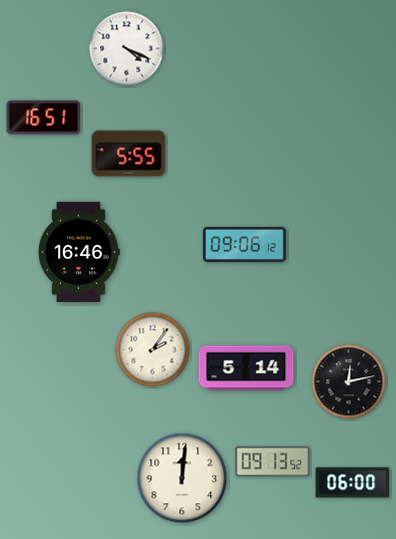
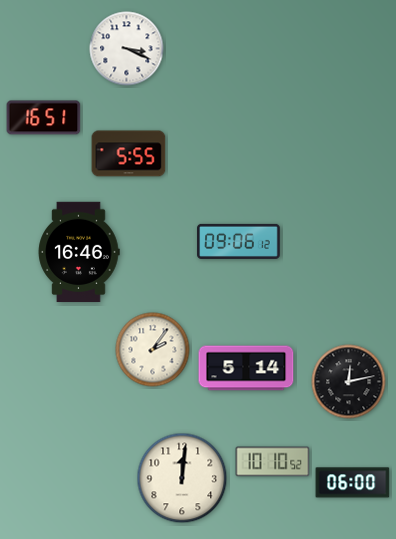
clock at (127, 49): 4:19 -> 3:19
clock at (245, 244) position: (245, 244) -> (239, 241)
clock at (273, 462): 09:13 -> 10:10
